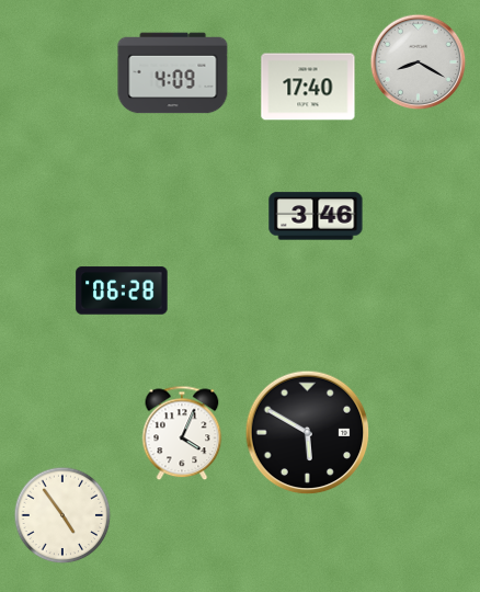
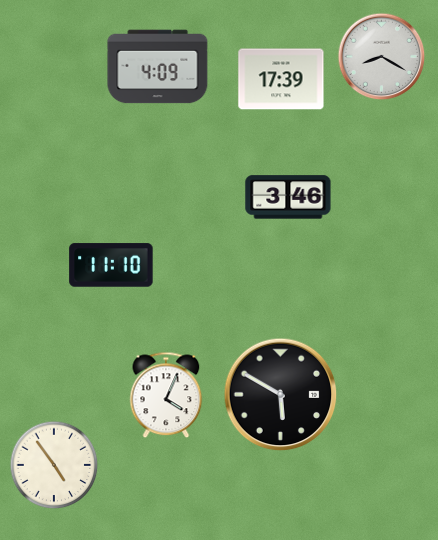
clock at (308, 87): 17:40 -> 17:39
clock at (122, 291): 06:28 -> 11:10
clock at (62, 515) position: (62, 515) -> (54, 465)
